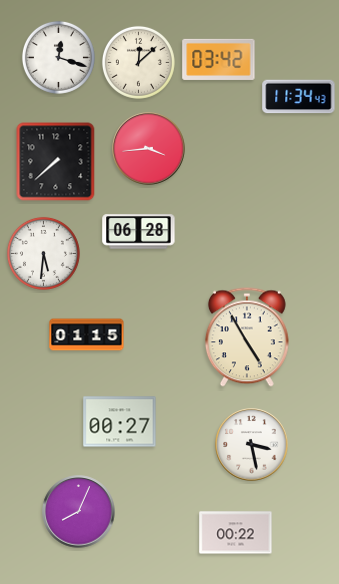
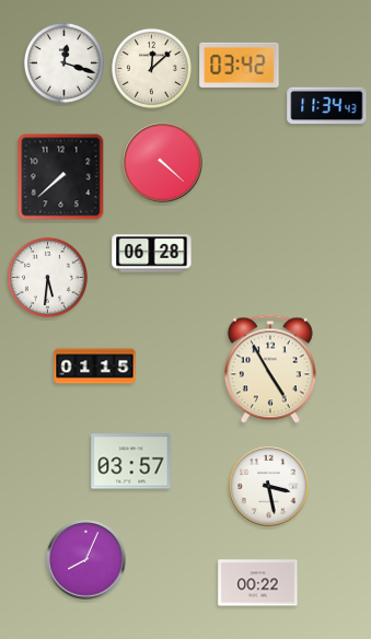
clock at (149, 149): 3:44 -> 4:22
clock at (120, 422): 00:27 -> 03:57
clock at (252, 445) position: (252, 445) -> (269, 487)
